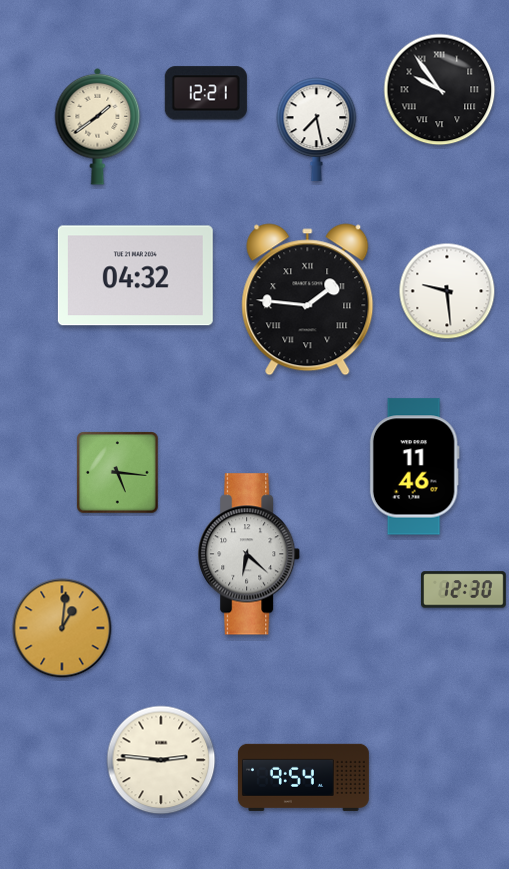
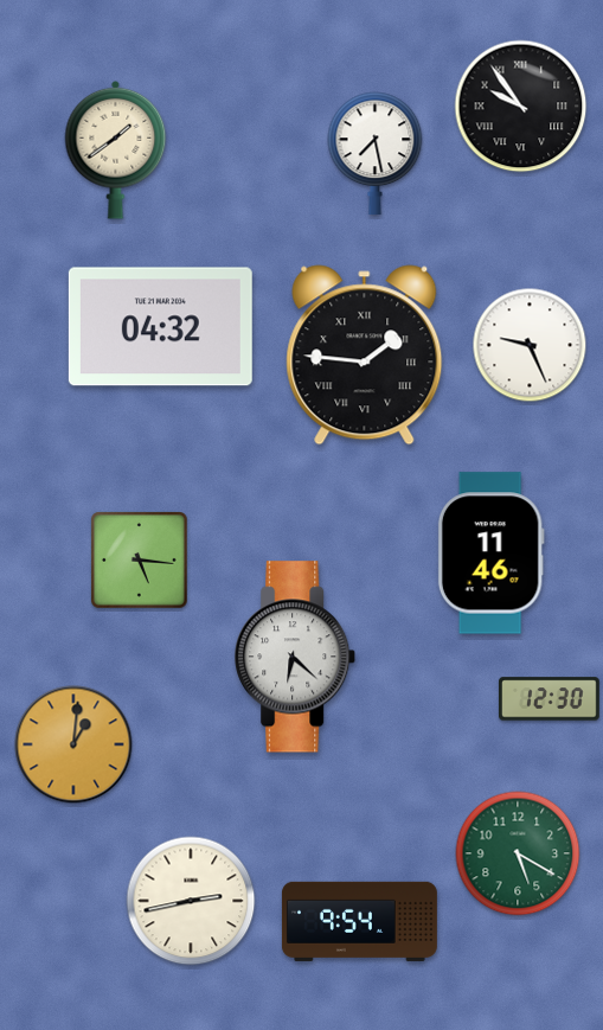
clock at (206, 93): 12:21 -> none
clock at (447, 291): 9:29 -> 9:26
clock at (518, 853): none -> 5:20
clock at (161, 760): 2:46 -> 2:43
